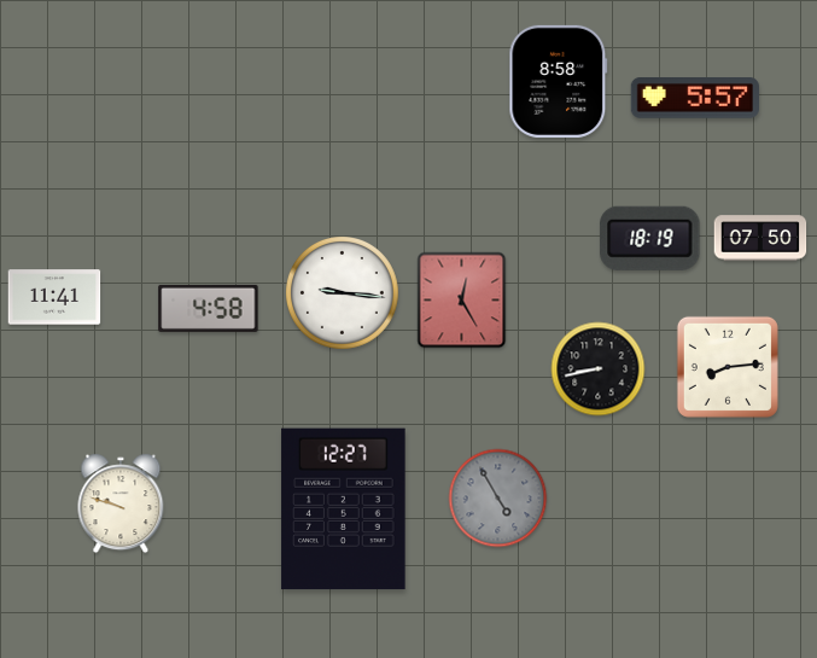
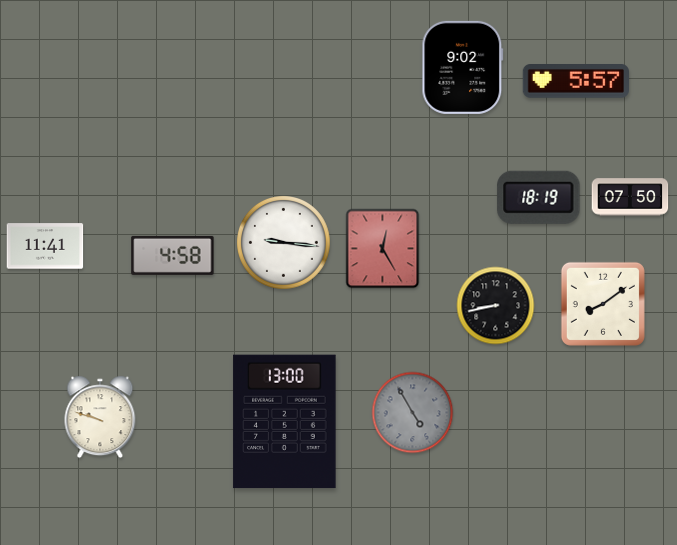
clock at (559, 81): 8:58 -> 9:02
clock at (728, 367): 8:14 -> 8:09
clock at (344, 509): 12:27 -> 13:00
